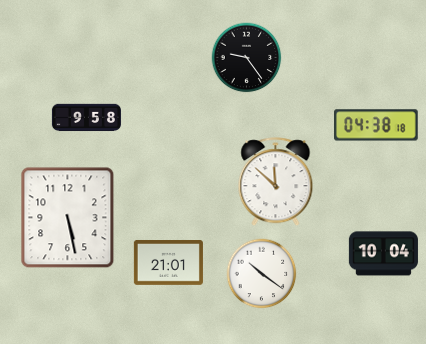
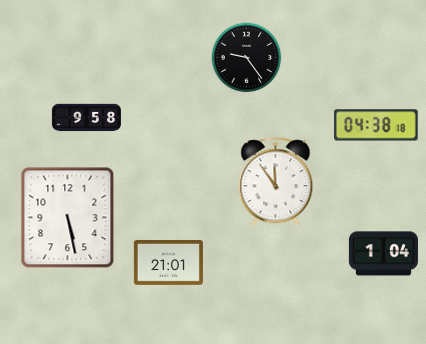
clock at (276, 182): 11:52 -> 11:54
clock at (383, 254): 10:04 -> 1:04
clock at (262, 274): 10:21 -> none
